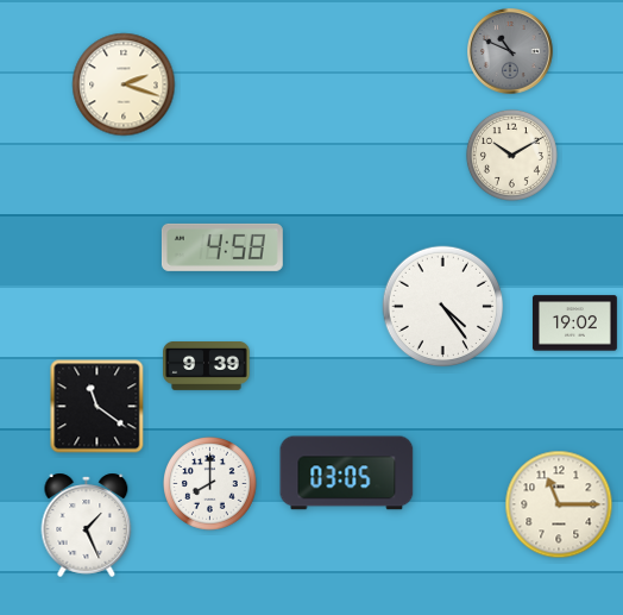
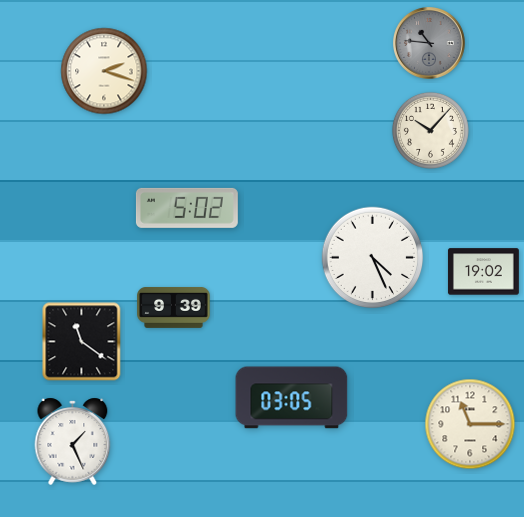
clock at (511, 52): 10:49 -> 10:46
clock at (511, 155): 10:10 -> 10:07
clock at (222, 247): 4:58 -> 5:02
clock at (443, 307): 4:24 -> 4:26
clock at (210, 484): 8:00 -> none
